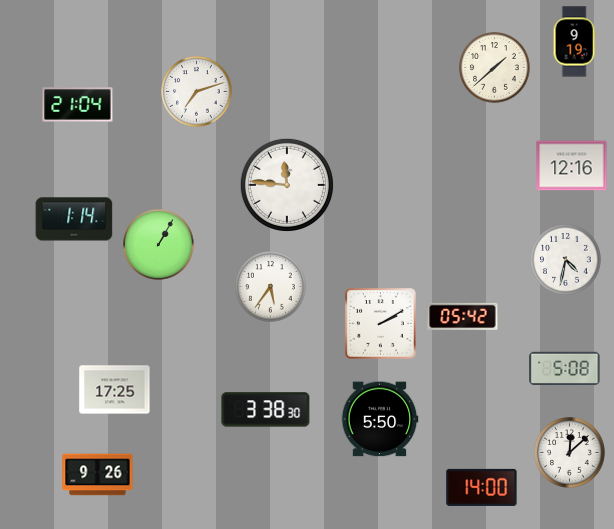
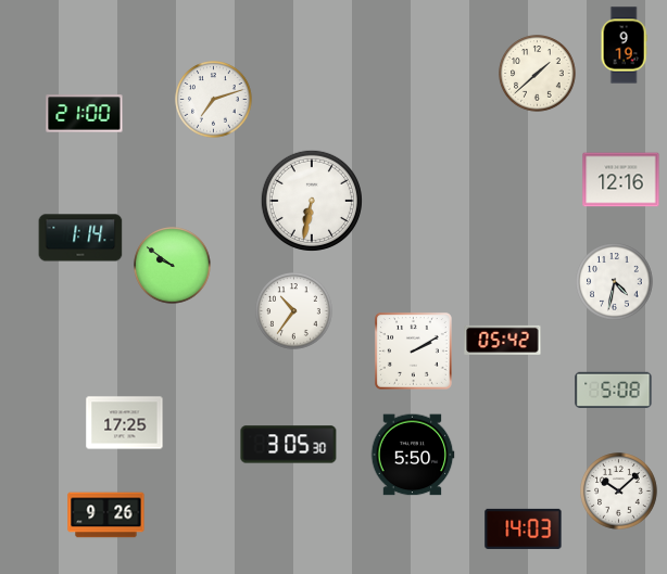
clock at (78, 105): 21:04 -> 21:00
clock at (287, 185): 11:46 -> 6:32
clock at (159, 245): 1:05 -> 9:51
clock at (271, 287): 5:36 -> 10:36
clock at (463, 316) position: (463, 316) -> (503, 340)
clock at (565, 368) position: (565, 368) -> (614, 390)
clock at (266, 410): 3:38 -> 3:05
clock at (570, 453): 12:08 -> 10:08
clock at (482, 487): 14:00 -> 14:03
